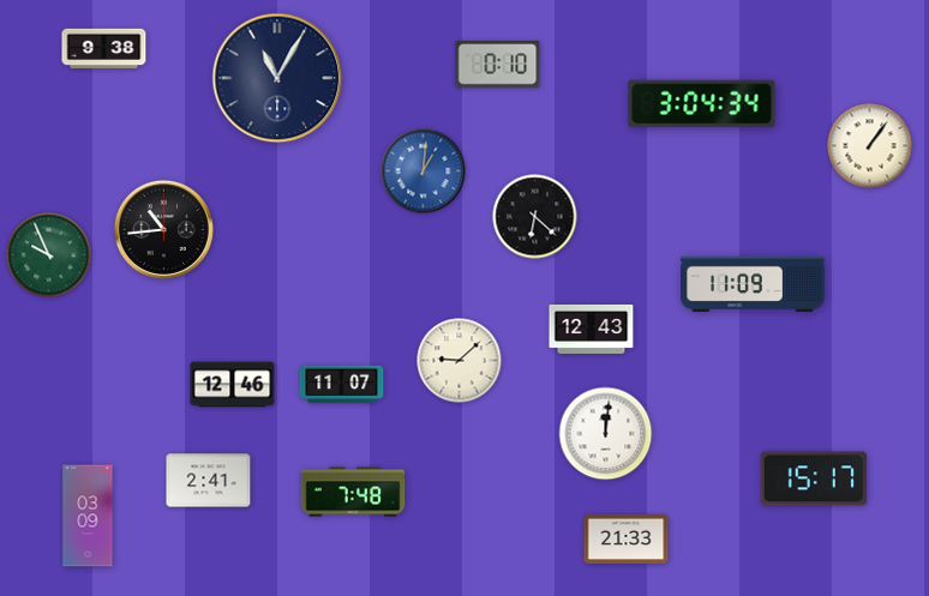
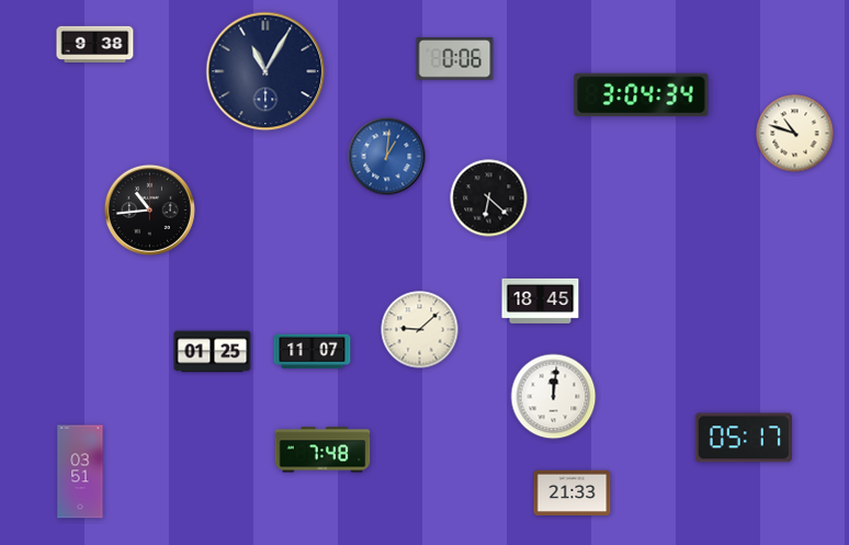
clock at (498, 65): 0:10 -> 0:06
clock at (277, 78) position: (277, 78) -> (265, 71)
clock at (870, 146): 1:06 -> 10:48
clock at (49, 255): 9:56 -> none
clock at (753, 284): 11:09 -> none
clock at (592, 329): 12:43 -> 18:45
clock at (233, 385): 12:46 -> 01:25
clock at (813, 478): 15:17 -> 05:17
clock at (209, 481): 2:41 -> none
clock at (88, 516): 03:09 -> 03:51
